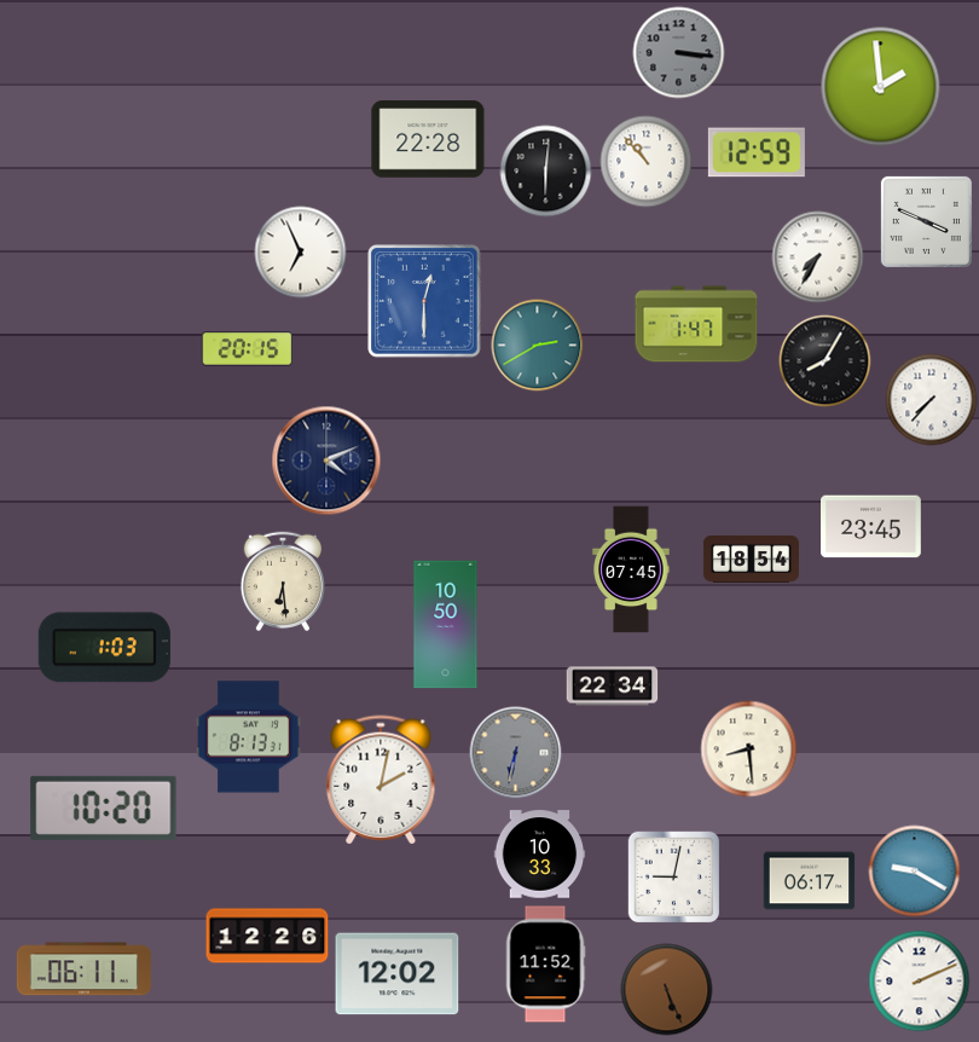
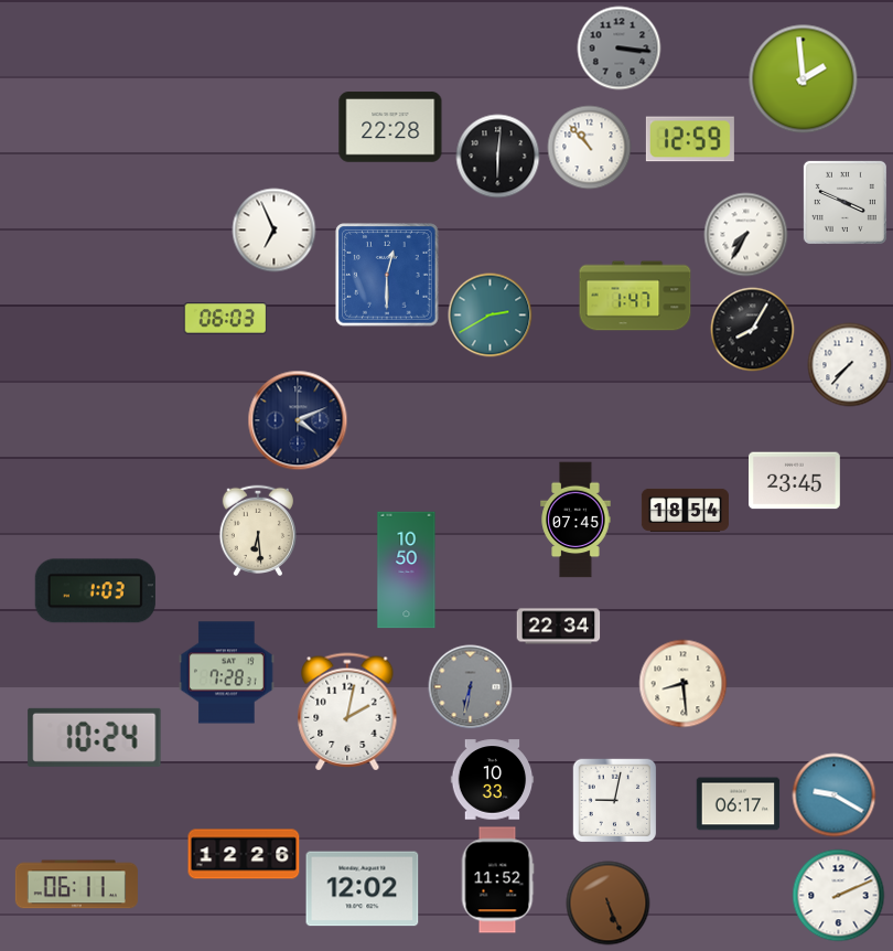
clock at (248, 349): 20:15 -> 06:03
clock at (249, 737): 8:13 -> 7:28
clock at (104, 807): 10:20 -> 10:24
